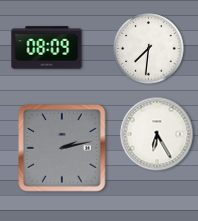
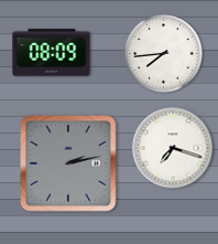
clock at (149, 49): 7:31 -> 7:44
clock at (157, 134): 6:25 -> 7:18
